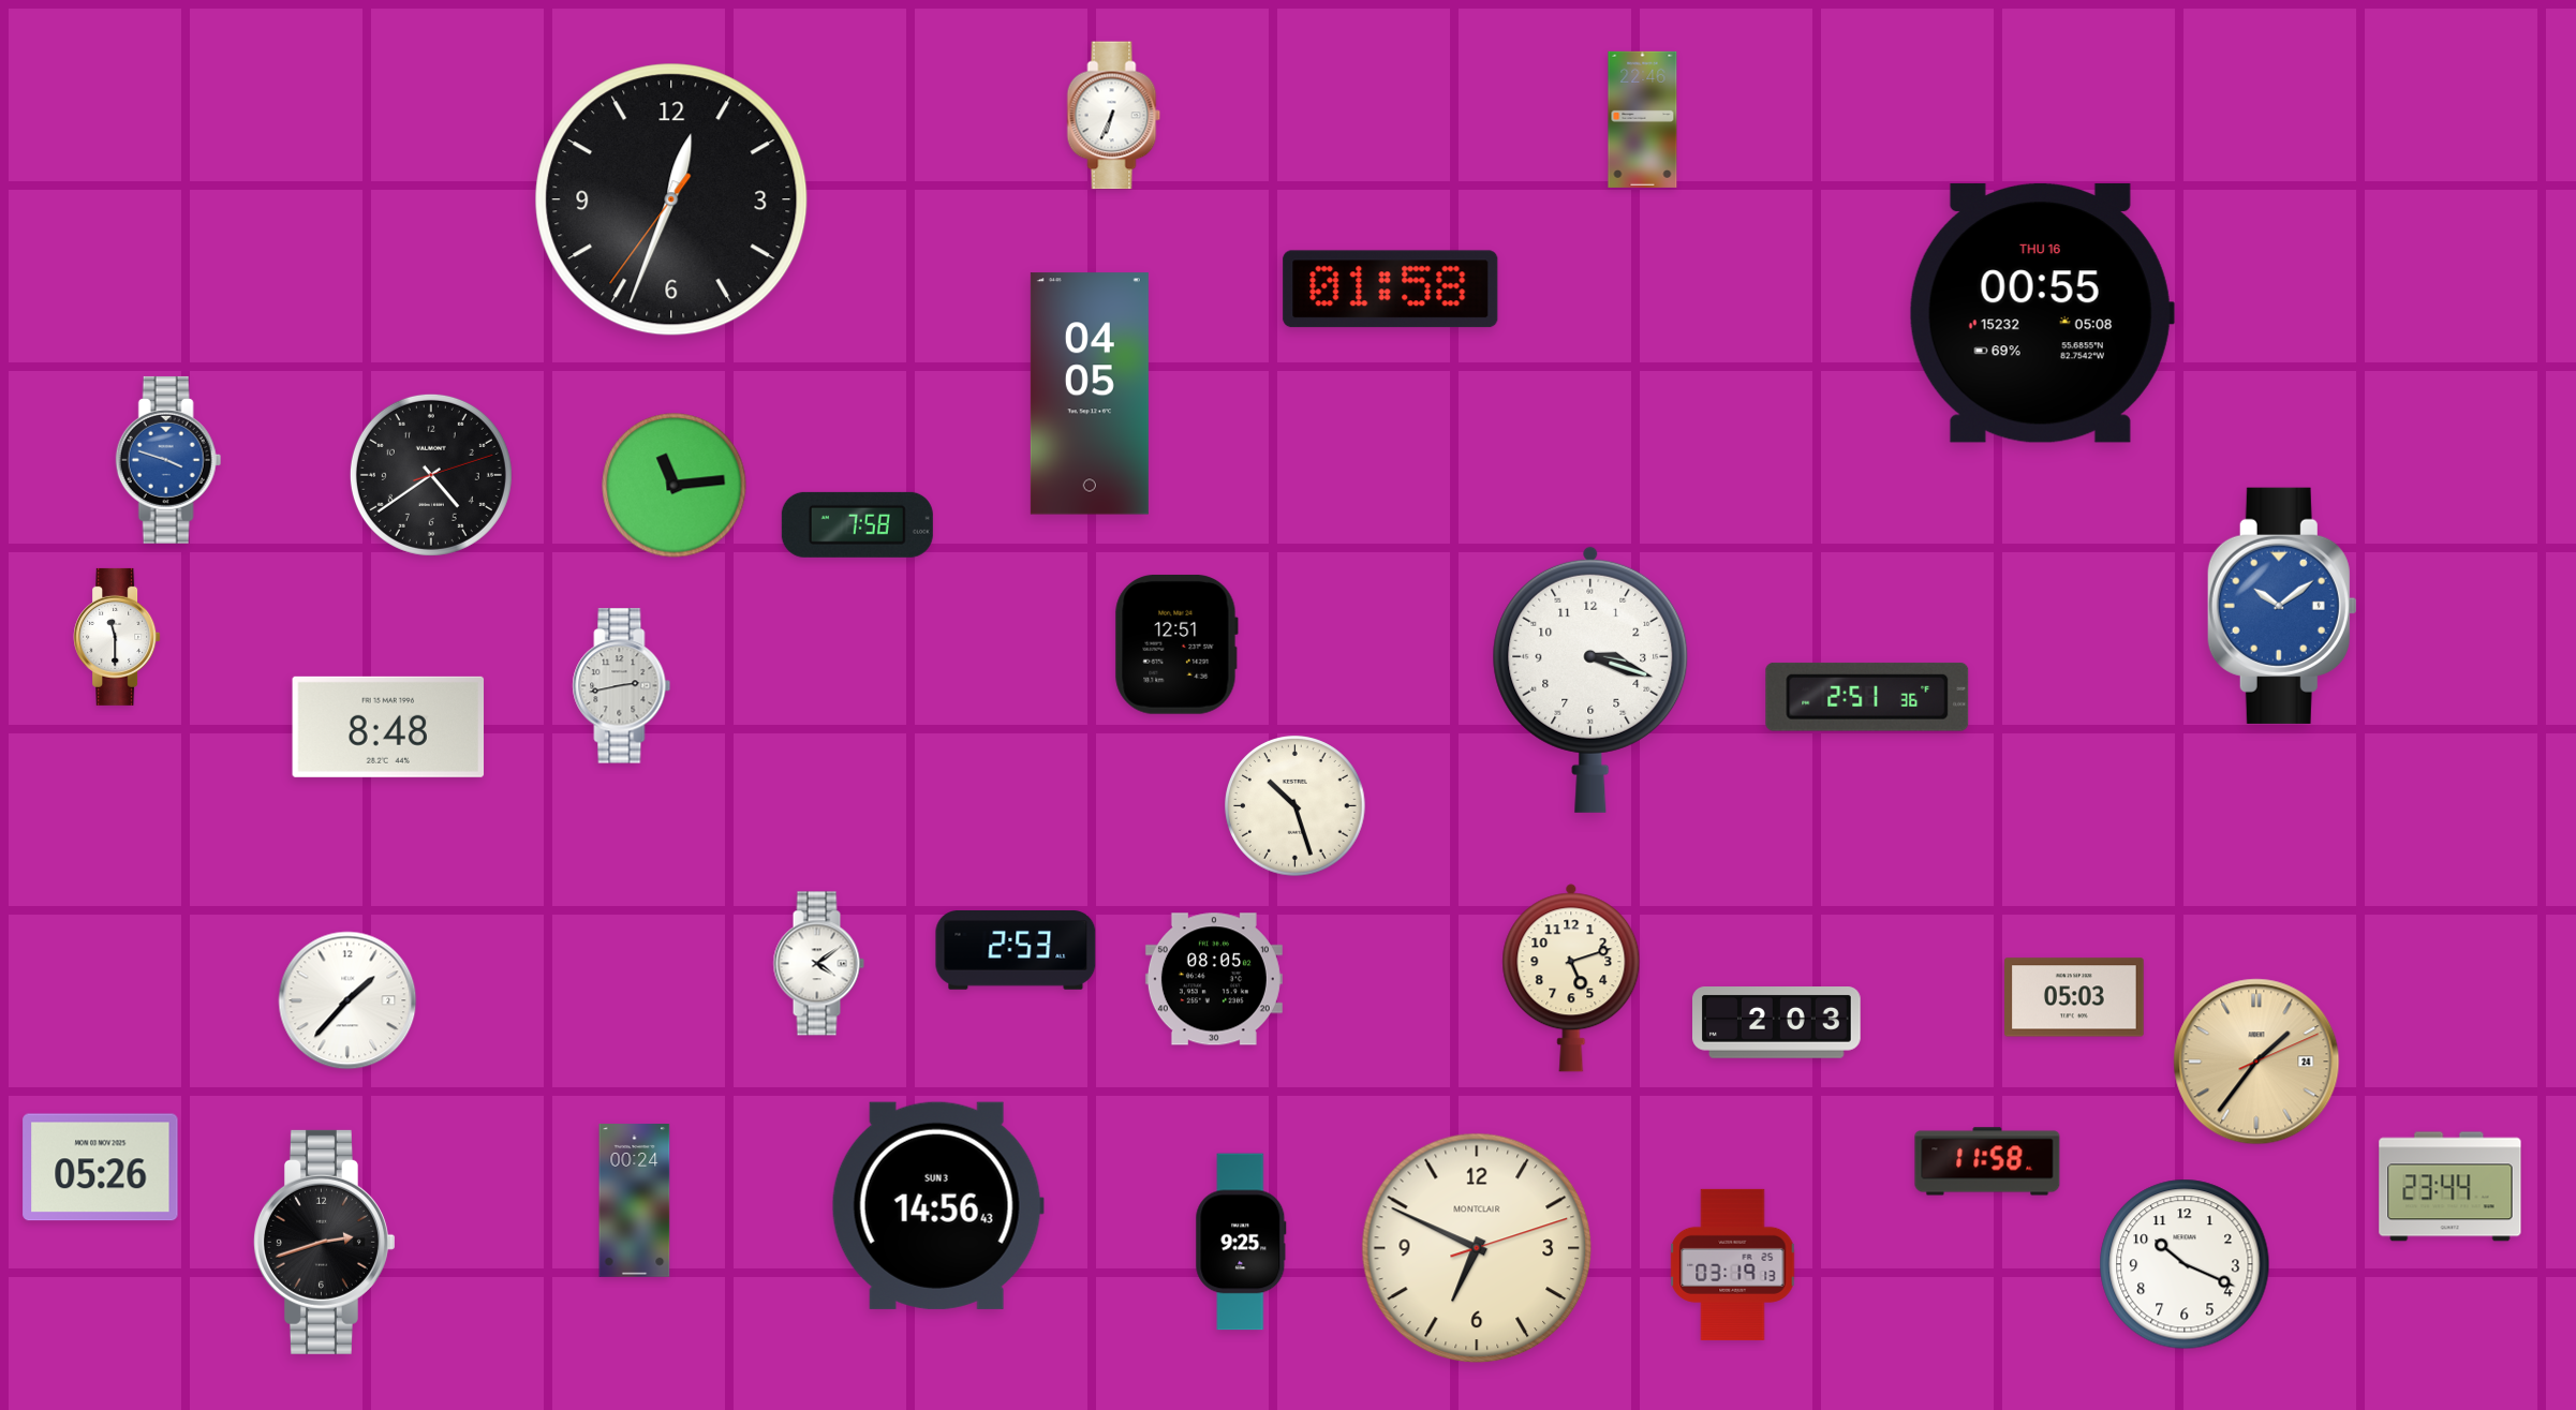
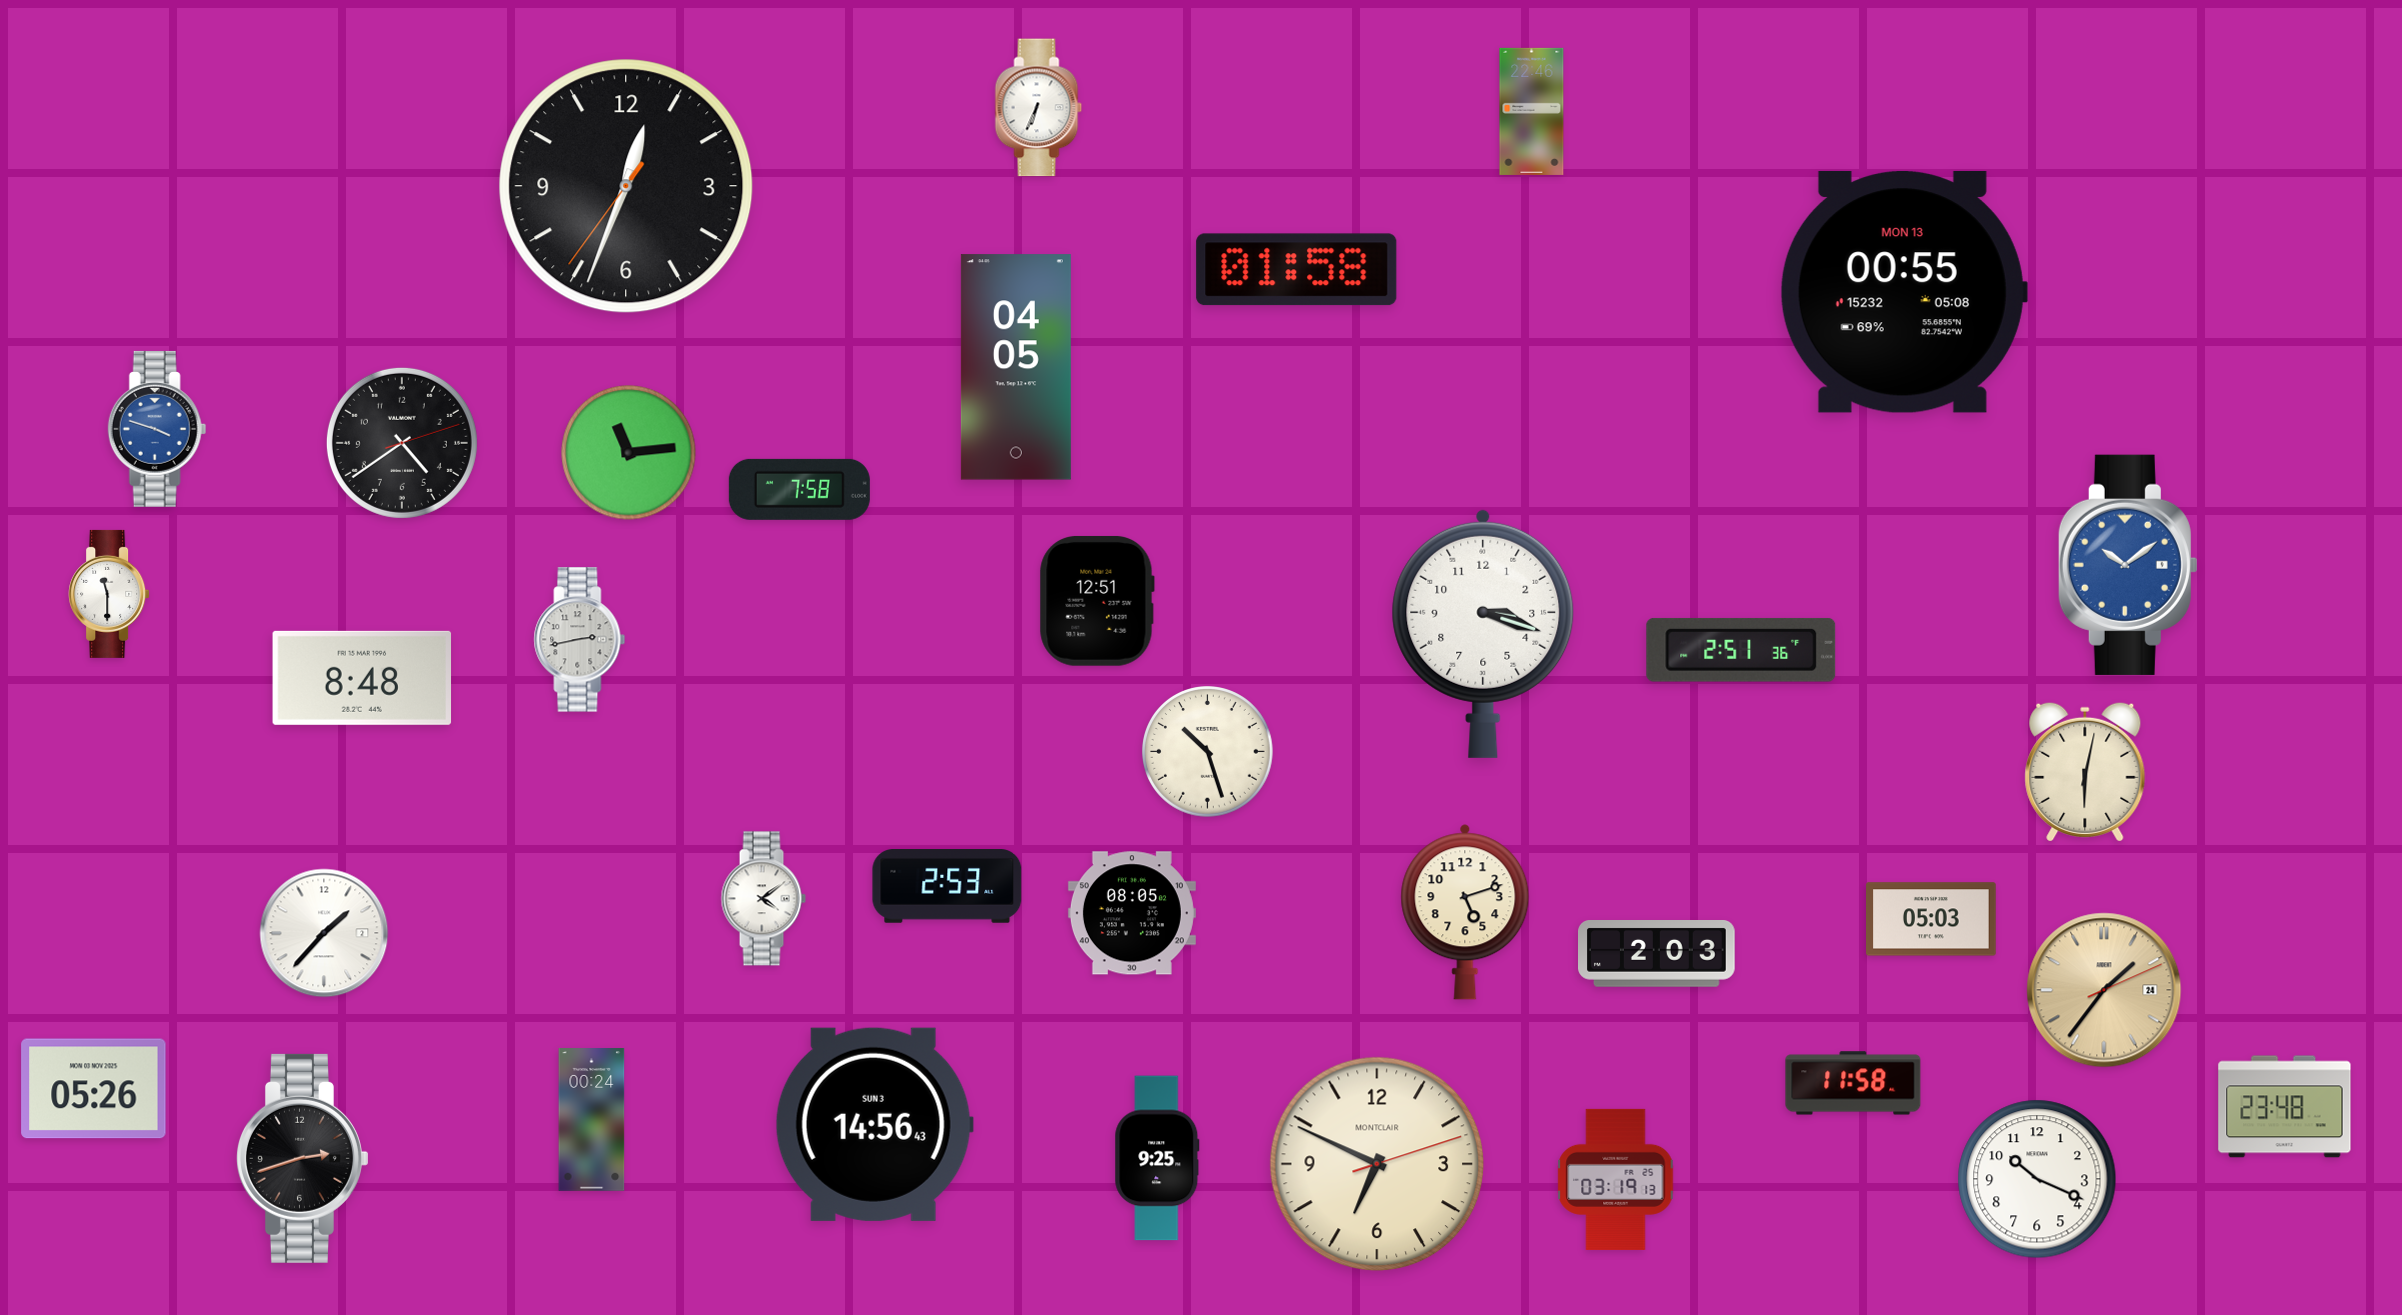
clock at (2042, 313) date: THU 16 -> MON 13
clock at (2085, 772): none -> 6:02
clock at (2075, 997) position: (2075, 997) -> (1932, 919)
clock at (2451, 1187): 23:44 -> 23:48
